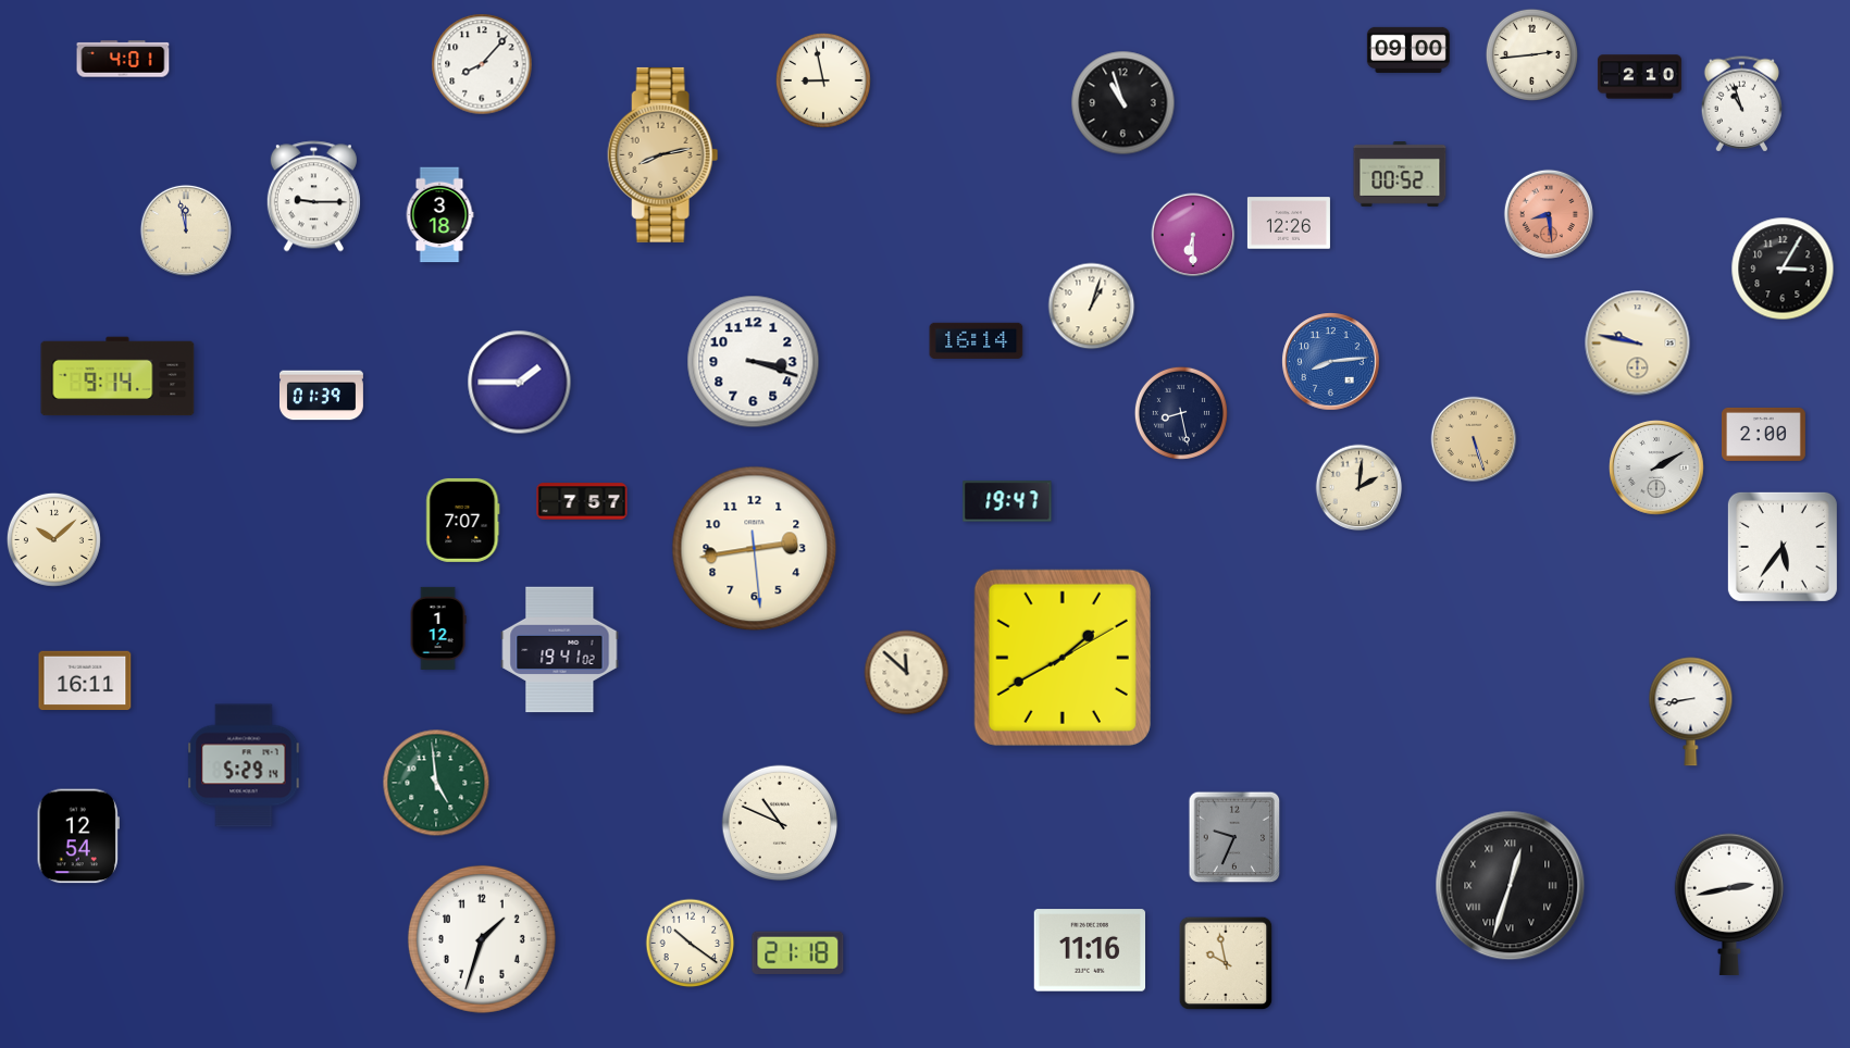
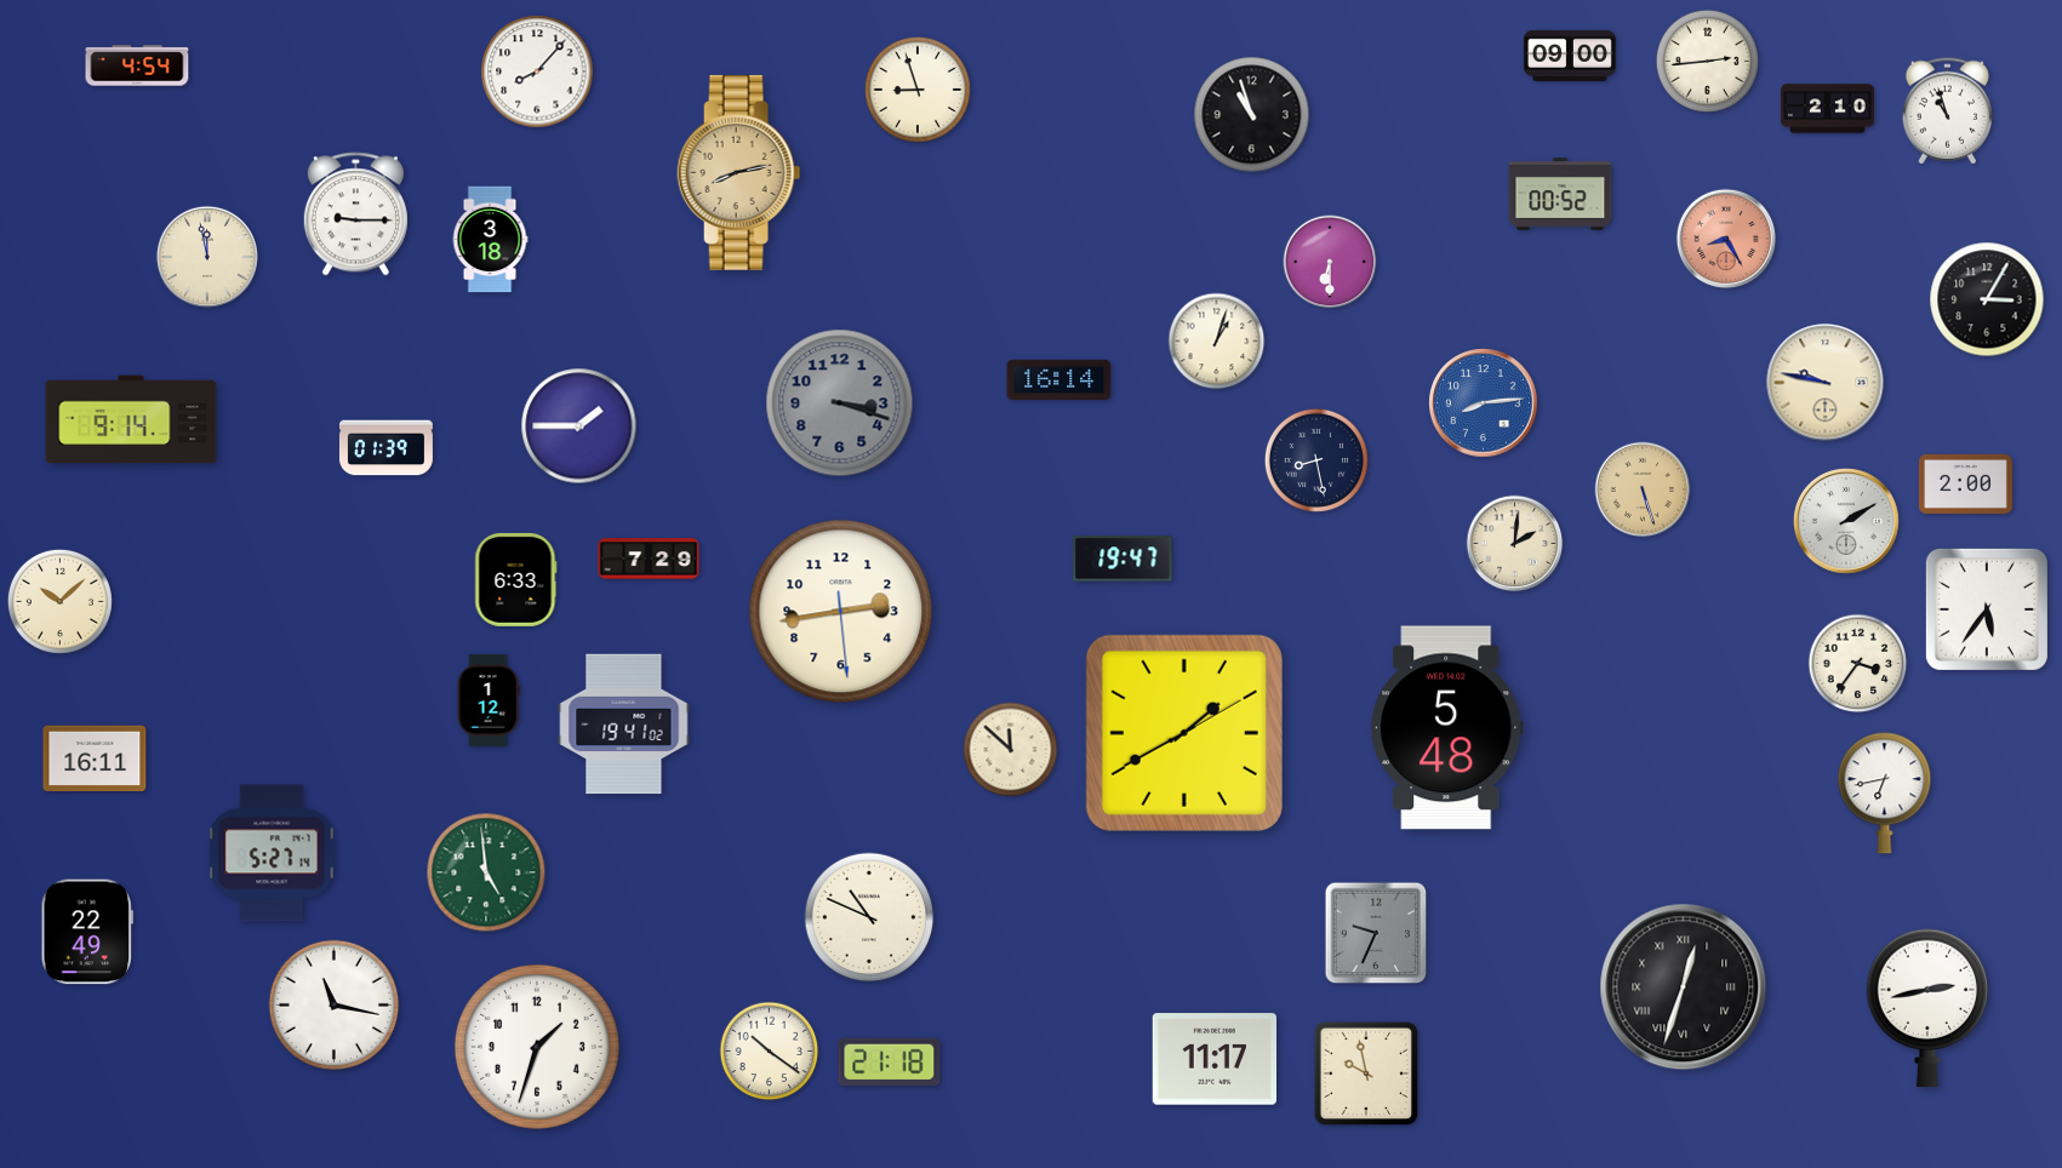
clock at (123, 59): 4:01 -> 4:54
clock at (1639, 77) position: (1639, 77) -> (1827, 109)
clock at (823, 80): 8:58 -> 8:57
clock at (1741, 104) position: (1741, 104) -> (1947, 111)
clock at (313, 197) position: (313, 197) -> (355, 214)
clock at (1548, 213): 8:29 -> 8:25
clock at (1289, 223): 12:26 -> none
clock at (977, 340) position: (977, 340) -> (1059, 379)
clock at (754, 362) dial: white -> grey
clock at (321, 396) position: (321, 396) -> (385, 448)
clock at (582, 501): 7:57 -> 7:29
clock at (463, 520): 7:07 -> 6:33
clock at (1858, 664): none -> 3:36
clock at (1447, 728): none -> 5:48
clock at (1691, 712): 8:43 -> 6:43
clock at (244, 765): 5:29 -> 5:27
clock at (78, 836): 12:54 -> 22:49
clock at (335, 1006): none -> 11:17
clock at (1089, 950): 11:16 -> 11:17
